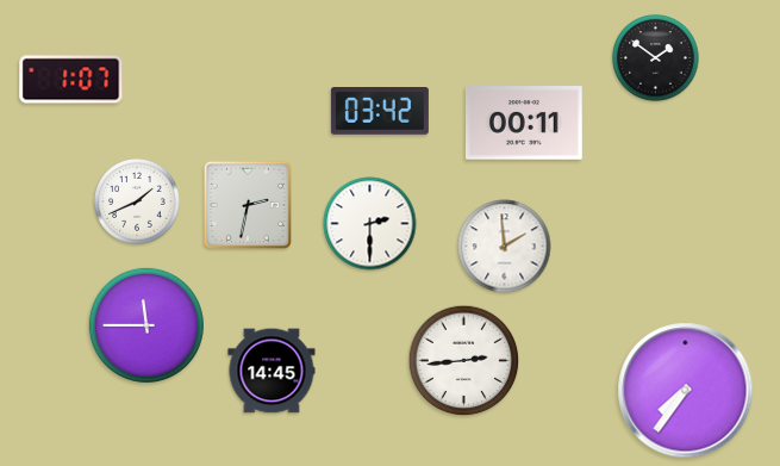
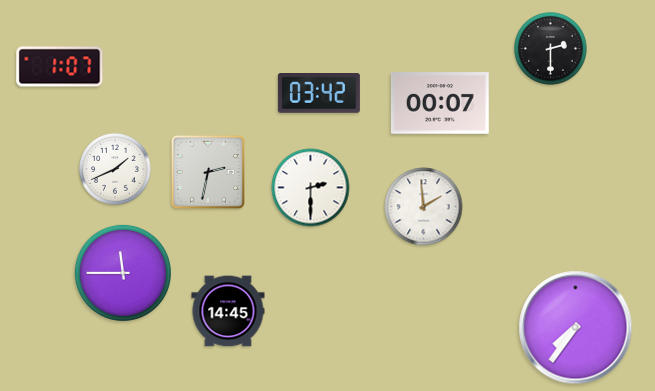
clock at (656, 58): 1:51 -> 2:30
clock at (524, 124): 00:11 -> 00:07
clock at (464, 361): 2:44 -> none
